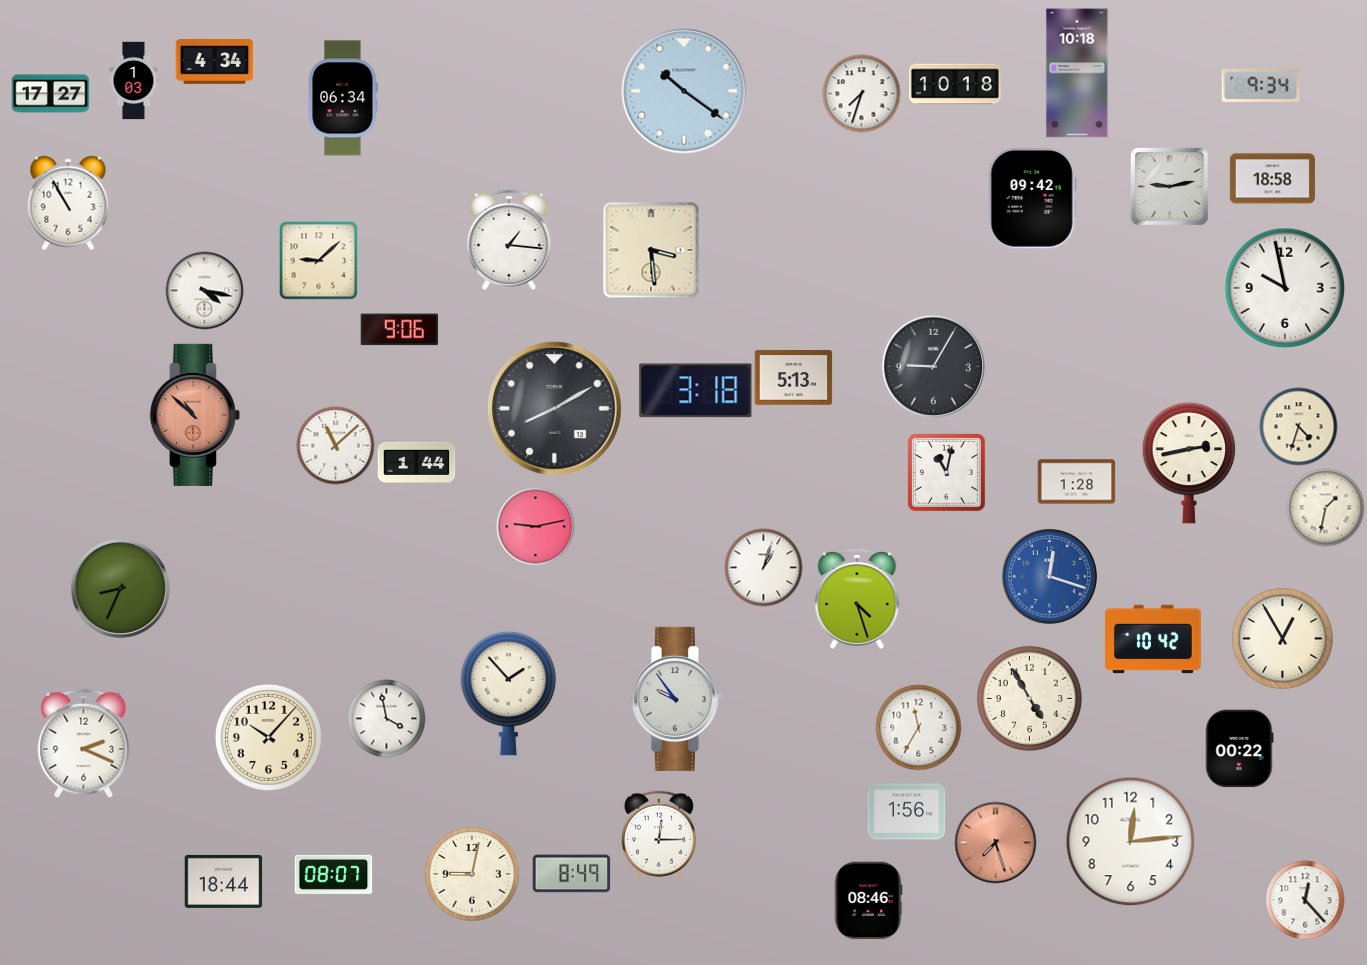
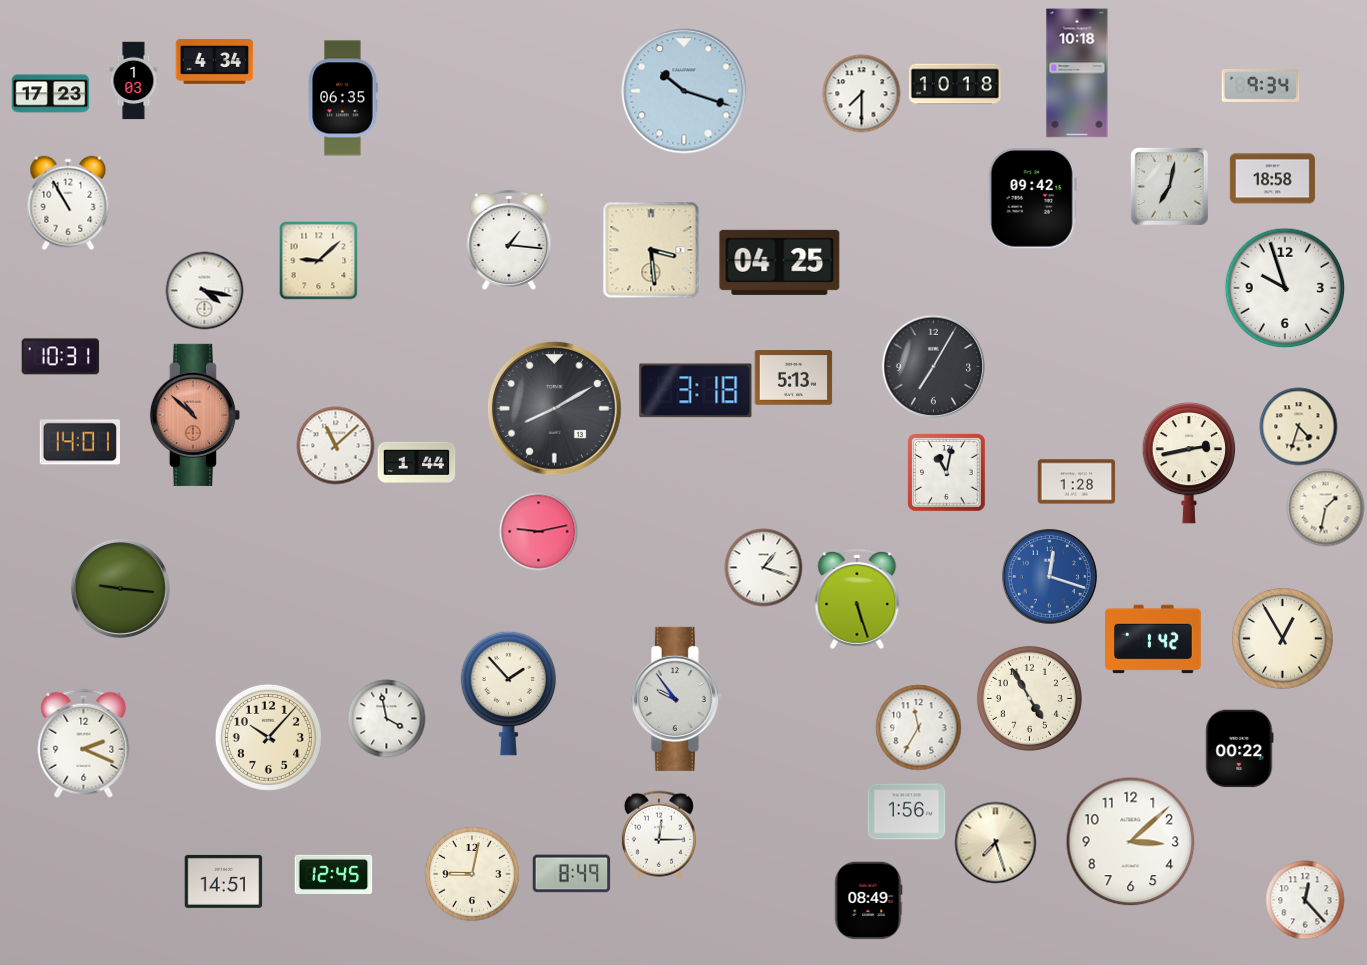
clock at (684, 91): 10:21 -> 10:18
clock at (861, 93): 7:33 -> 7:30
clock at (50, 94): 17:27 -> 17:23
clock at (343, 98): 06:34 -> 06:35
clock at (1169, 186): 9:13 -> 7:02
clock at (780, 262): none -> 04:25
clock at (1285, 288): 9:58 -> 9:57
clock at (399, 330): 9:06 -> none
clock at (60, 357): none -> 10:31
clock at (933, 366): 9:05 -> 7:05
clock at (79, 442): none -> 14:01
clock at (535, 526) position: (535, 526) -> (538, 531)
clock at (763, 567): 1:03 -> 1:18
clock at (120, 588): 8:34 -> 9:16
clock at (857, 599): 4:27 -> 5:27
clock at (1153, 639): 10:42 -> 1:42
clock at (1130, 841): 12:14 -> 3:08
clock at (995, 842) dial: salmon -> cream
clock at (333, 874): 08:07 -> 12:45
clock at (223, 881): 18:44 -> 14:51
clock at (868, 900): 08:46 -> 08:49
